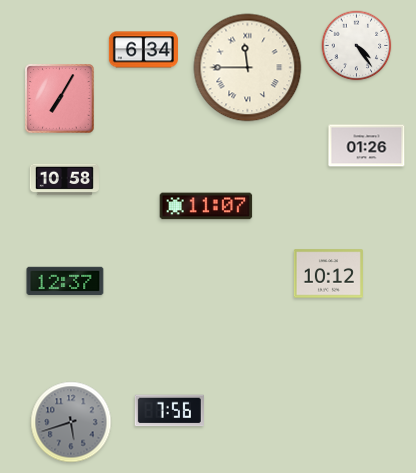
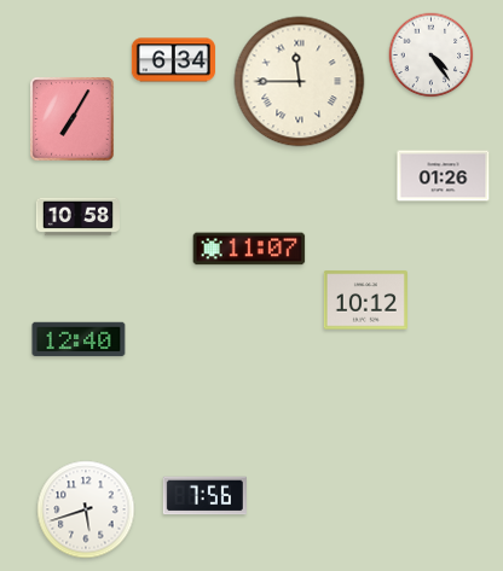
clock at (328, 274) position: (328, 274) -> (365, 301)
clock at (65, 281): 12:37 -> 12:40
clock at (71, 422) dial: grey -> white
